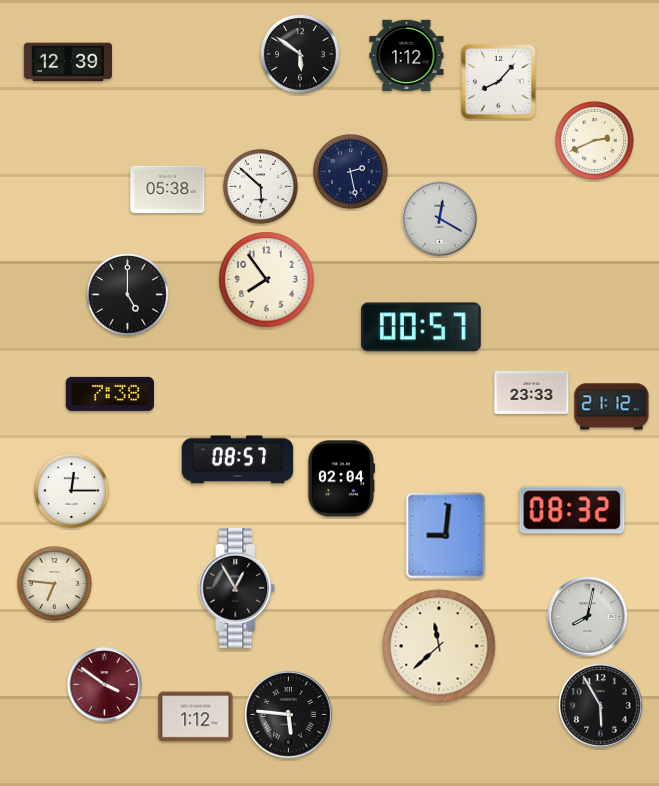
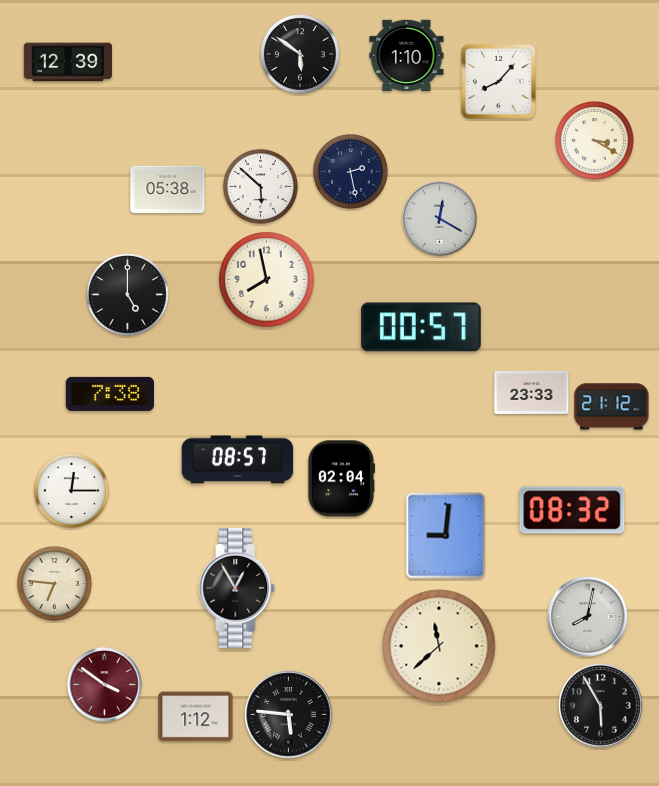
clock at (407, 56): 1:12 -> 1:10
clock at (595, 141): 2:41 -> 3:20
clock at (267, 280): 7:54 -> 7:58
